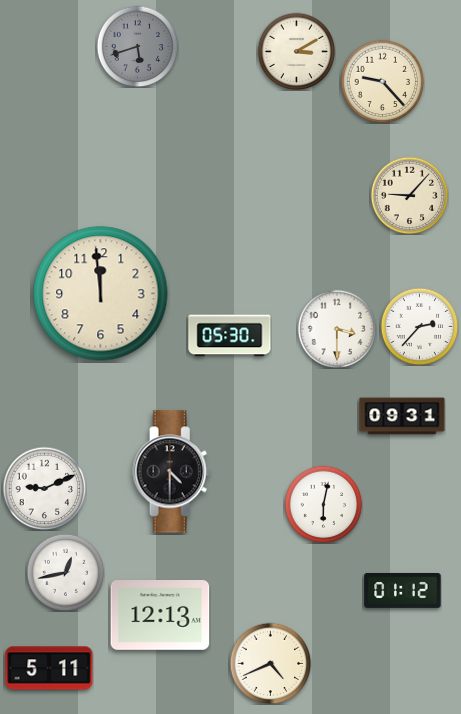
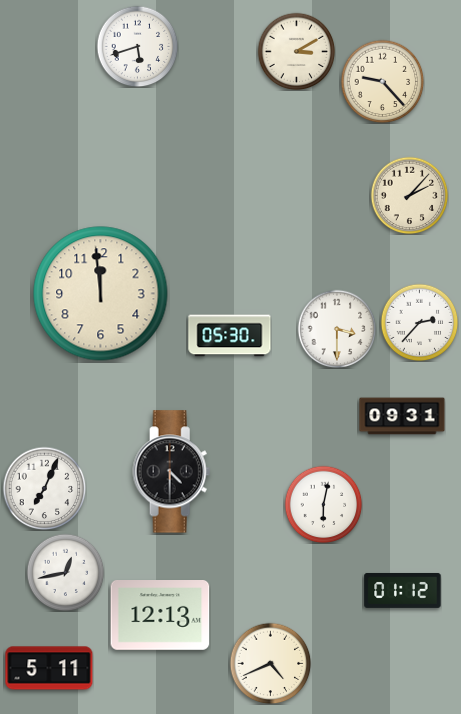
clock at (137, 46) dial: grey -> white
clock at (409, 195): 9:07 -> 2:07
clock at (419, 326) position: (419, 326) -> (419, 322)
clock at (44, 488): 9:11 -> 7:04
